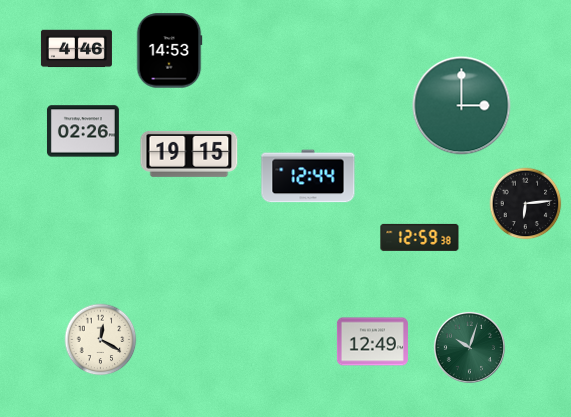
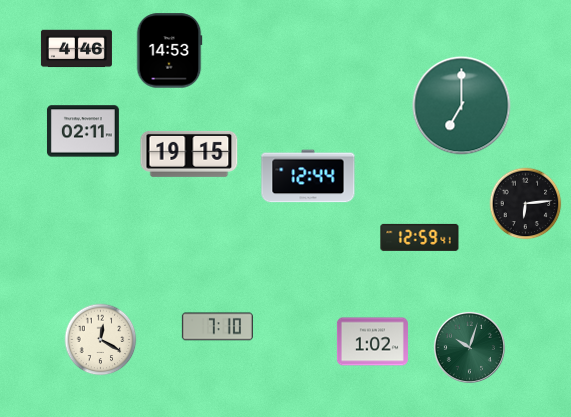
clock at (462, 106): 3:00 -> 7:00
clock at (83, 131): 02:26 -> 02:11
clock at (420, 237): 12:59:38 -> 12:59:41
clock at (217, 327): none -> 7:10
clock at (372, 342): 12:49 -> 1:02
